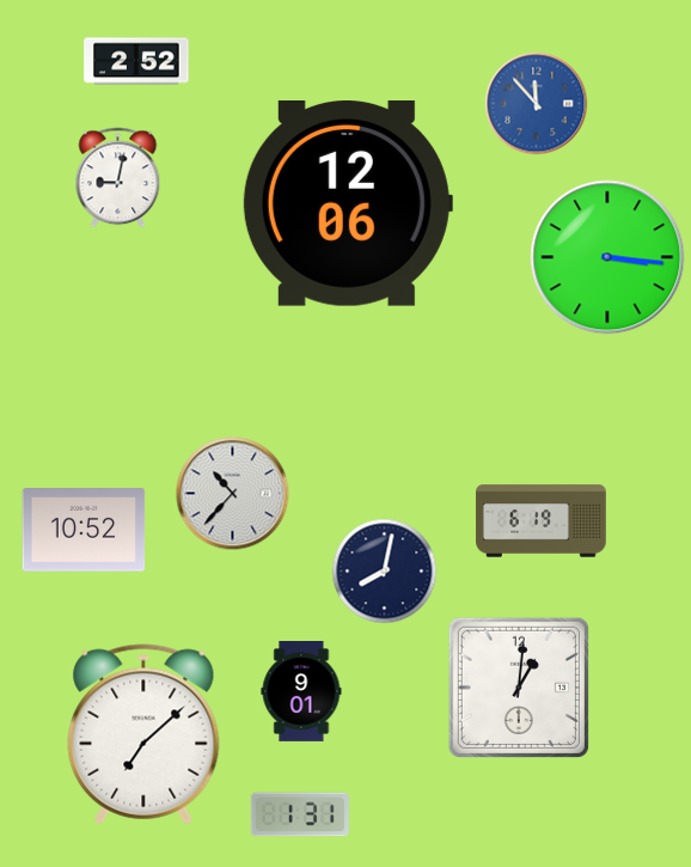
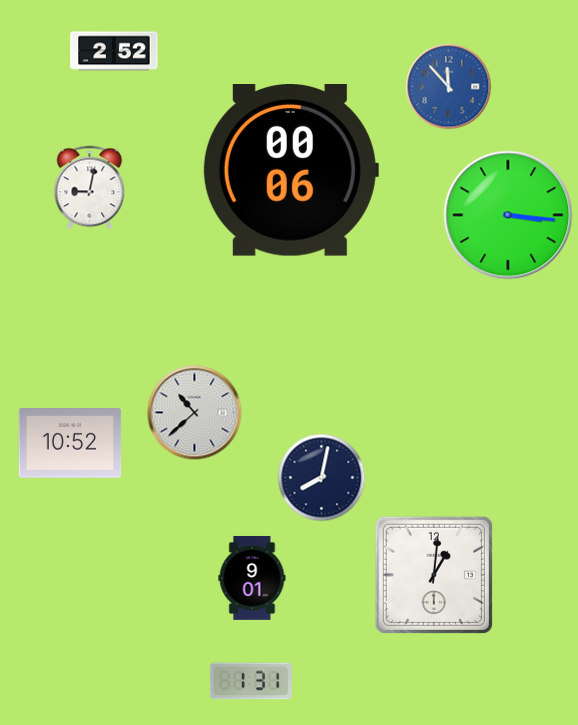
clock at (118, 178) position: (118, 178) -> (90, 188)
clock at (348, 204): 12:06 -> 00:06
clock at (233, 494): 10:37 -> 10:38
clock at (542, 521): 6:19 -> none
clock at (143, 734): 7:08 -> none
